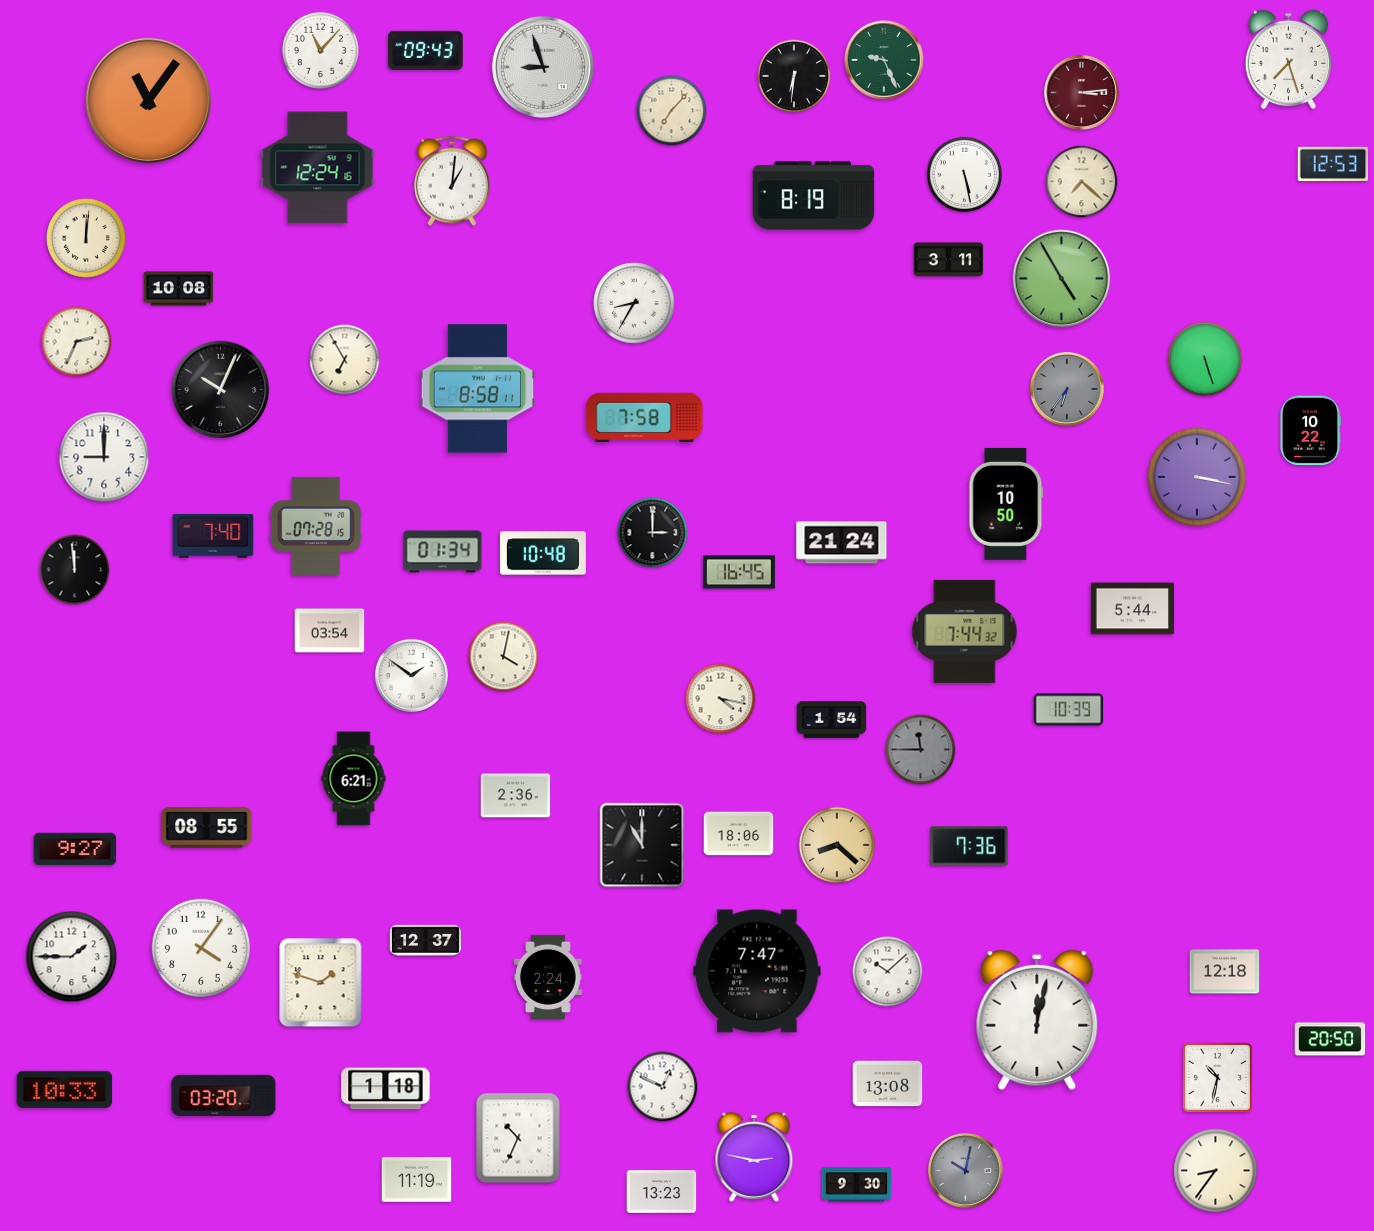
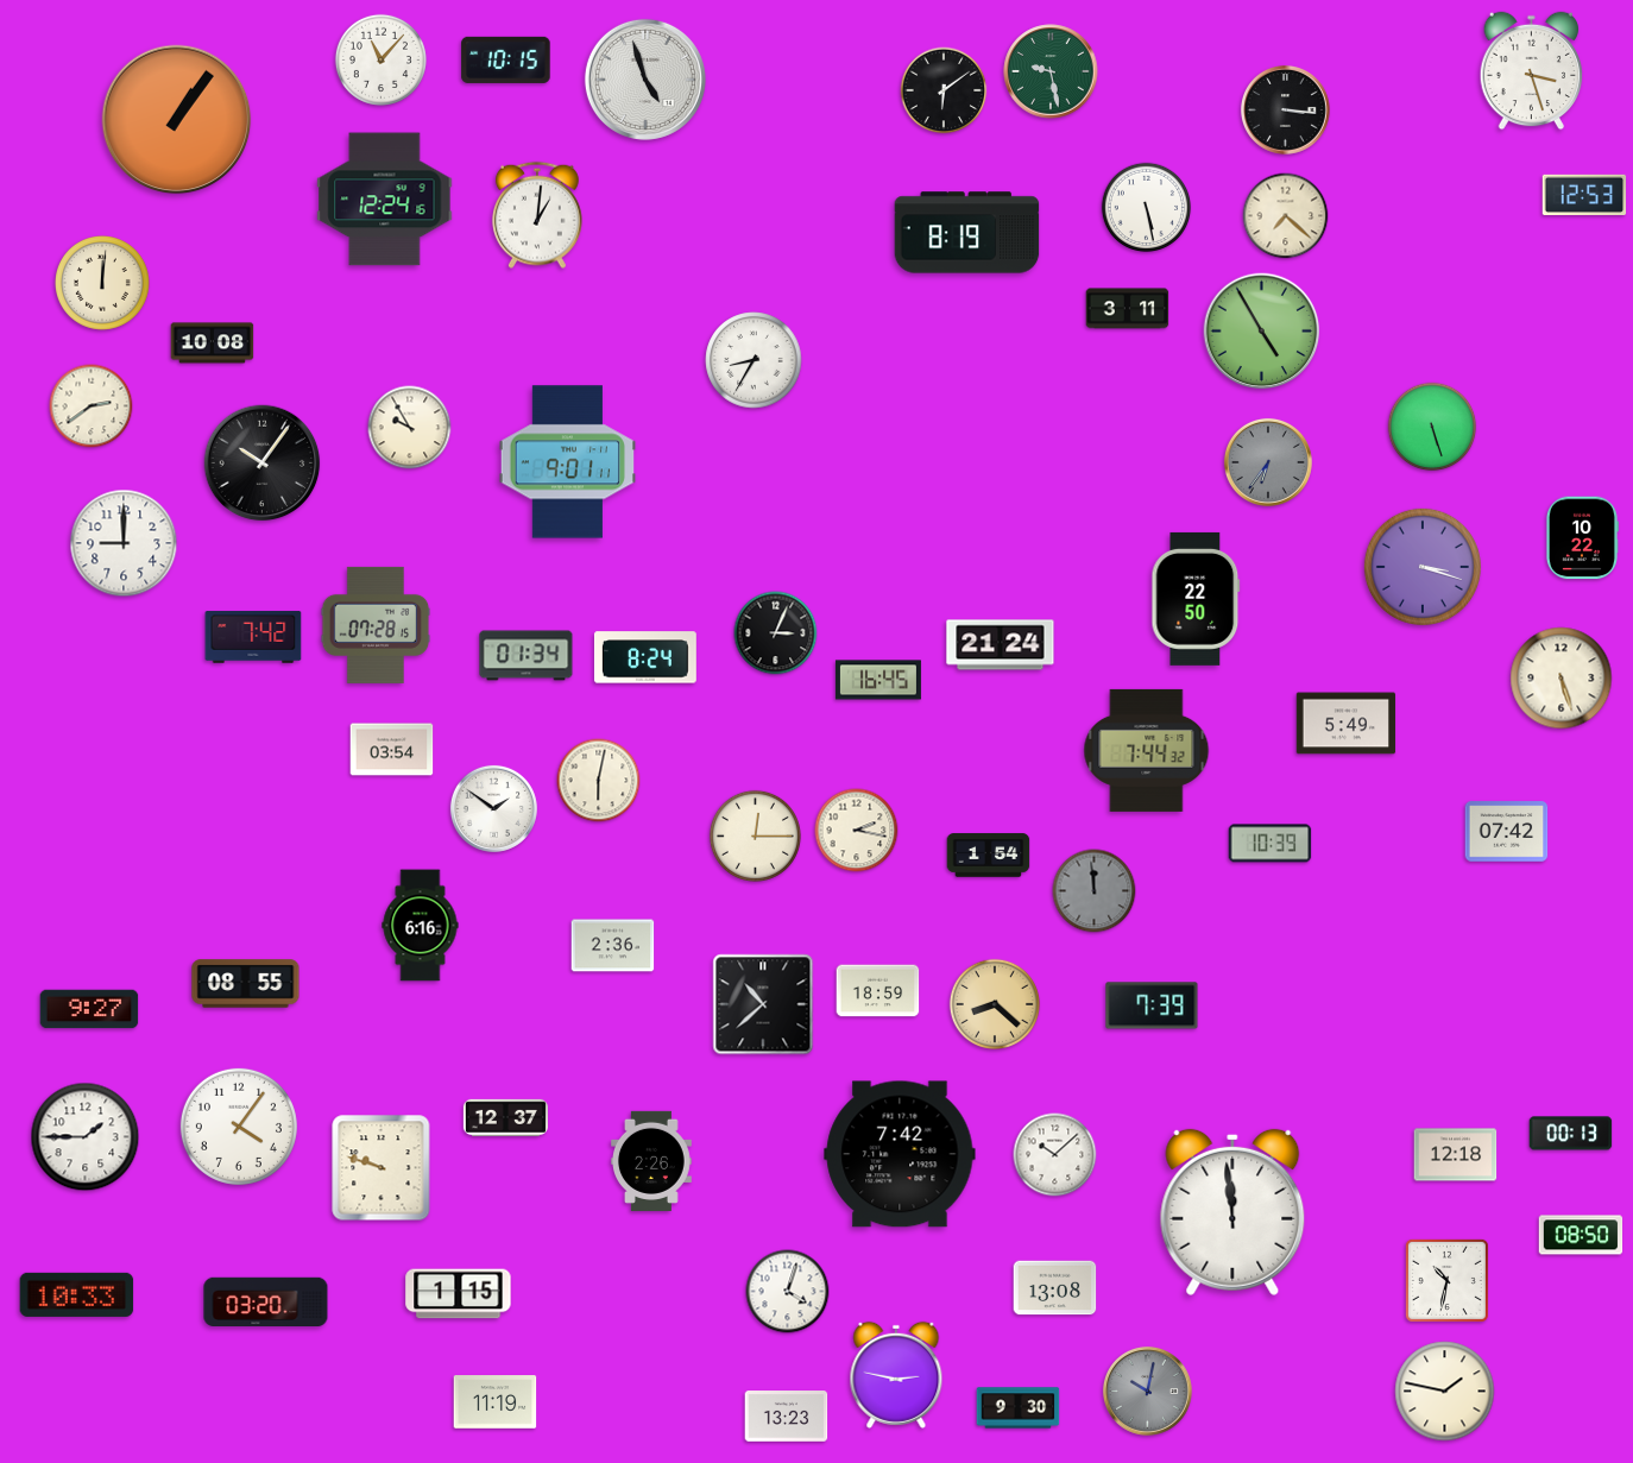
clock at (426, 50): 09:43 -> 10:15
clock at (884, 60): 9:26 -> 9:28
clock at (1289, 60): 7:27 -> 3:27
clock at (543, 67): 8:57 -> 4:57
clock at (794, 76): 6:31 -> 6:09
clock at (1081, 92): 3:14 -> 3:16
clock at (1081, 92) dial: burgundy -> black
clock at (149, 101): 11:06 -> 1:06
clock at (672, 111): 7:07 -> none
clock at (318, 168) position: (318, 168) -> (385, 200)
clock at (77, 342): 2:34 -> 2:39
clock at (345, 360): 6:55 -> 9:55
clock at (478, 389): 8:58 -> 9:01
clock at (221, 390): 10:04 -> 10:06
clock at (645, 417): 7:58 -> none
clock at (1310, 431) position: (1310, 431) -> (1582, 538)
clock at (1197, 477): 3:17 -> 3:18
clock at (1006, 504): 10:50 -> 22:50
clock at (653, 533): 3:00 -> 3:04
clock at (213, 536): 7:40 -> 7:42
clock at (543, 553): 10:48 -> 8:24
clock at (75, 570): 11:59 -> none
clock at (1562, 679): none -> 5:27
clock at (1133, 609): 5:44 -> 5:49
clock at (504, 657): 4:02 -> 6:02
clock at (411, 675) position: (411, 675) -> (493, 808)
clock at (721, 699): 4:17 -> 2:17
clock at (1507, 832): none -> 07:42
clock at (755, 835): none -> 12:15
clock at (921, 750): 11:45 -> 11:59
clock at (354, 779): 6:21 -> 6:16
clock at (739, 834): 18:06 -> 18:59
clock at (642, 845): 11:00 -> 10:38
clock at (969, 846): 7:36 -> 7:39
clock at (1571, 1134): none -> 00:13
clock at (757, 971): 7:47 -> 7:42
clock at (549, 977): 2:24 -> 2:26
clock at (321, 983): 1:48 -> 9:48
clock at (1037, 1020): 12:02 -> 11:59
clock at (1330, 1039): 20:50 -> 08:50
clock at (663, 1087): 12:49 -> 4:03
clock at (386, 1089): 1:18 -> 1:15
clock at (518, 1138): 10:34 -> none
clock at (1216, 1171): 8:36 -> 1:47
